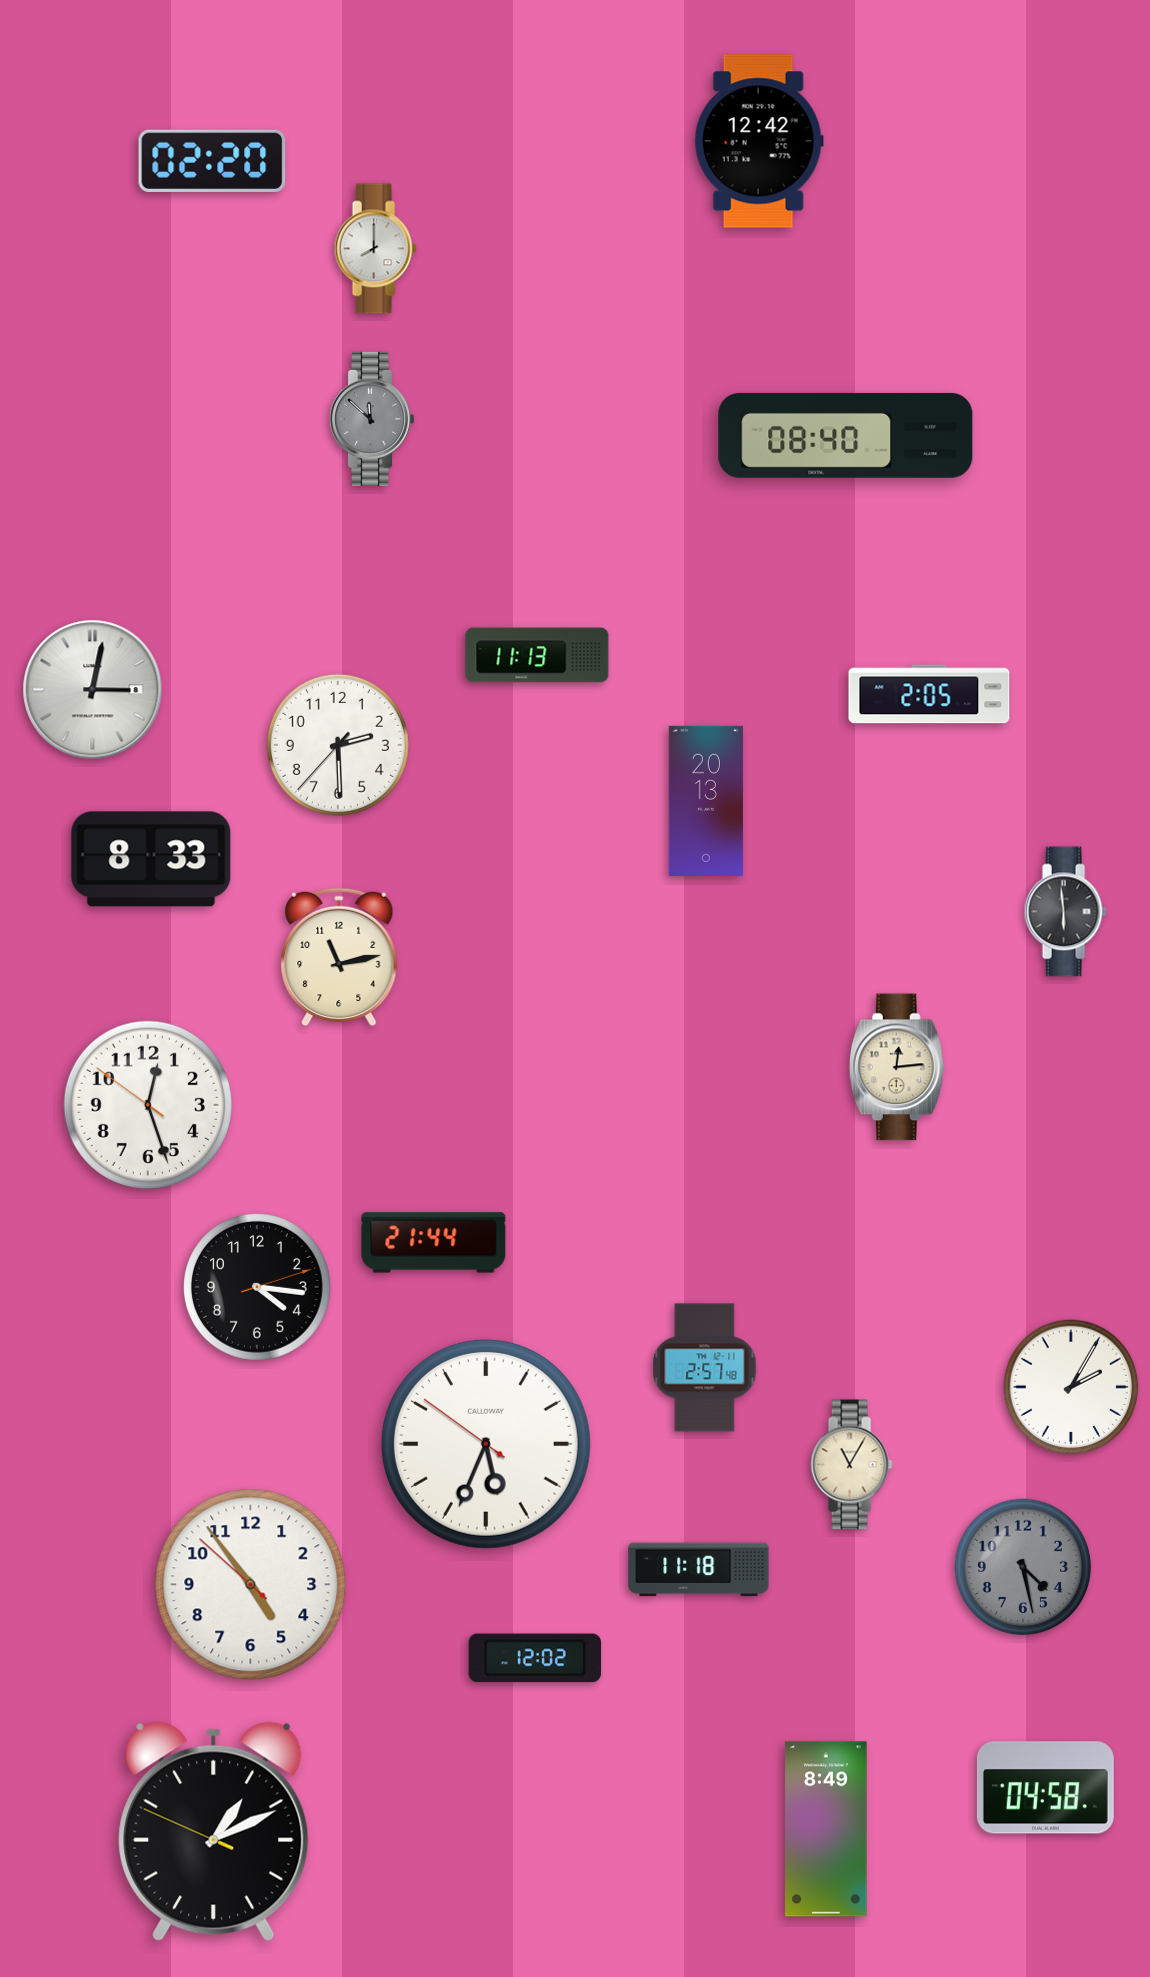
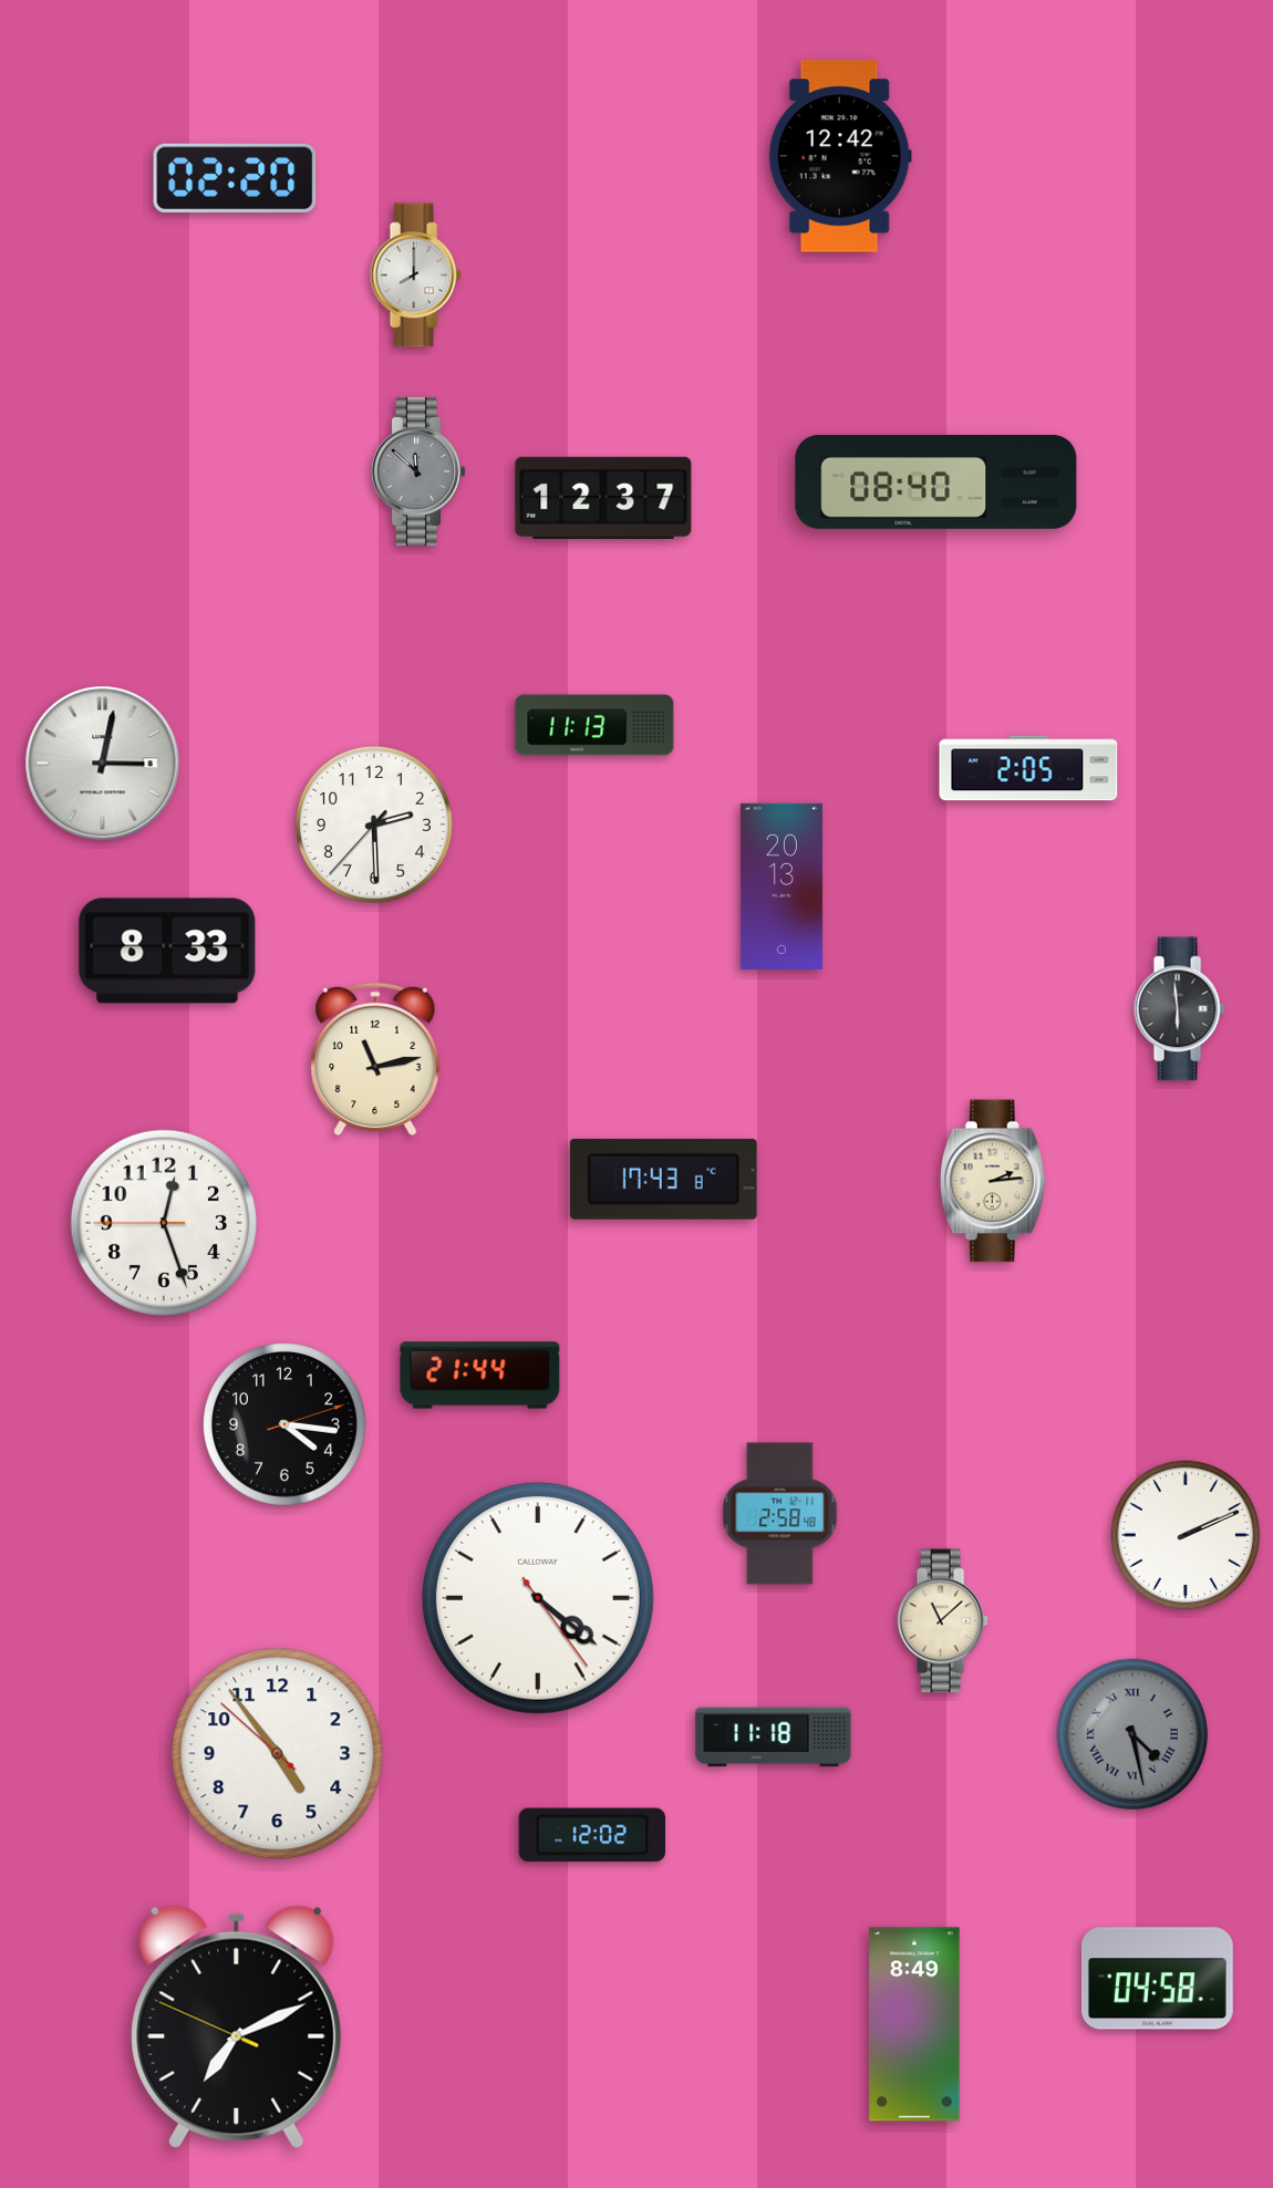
clock at (373, 419) position: (373, 419) -> (420, 471)
clock at (603, 498): none -> 12:37
clock at (663, 1179): none -> 17:43
clock at (897, 1067): 12:14 -> 2:14
clock at (147, 1104): 12:26:51 -> 12:26:45
clock at (705, 1368): 2:57 -> 2:58
clock at (1071, 1387): 2:05 -> 2:11
clock at (486, 1444): 5:33 -> 4:21
clock at (851, 1465): 11:05 -> 11:08
clock at (1023, 1567) numerals: Arabic -> Roman
clock at (214, 1831): 1:10 -> 7:10
